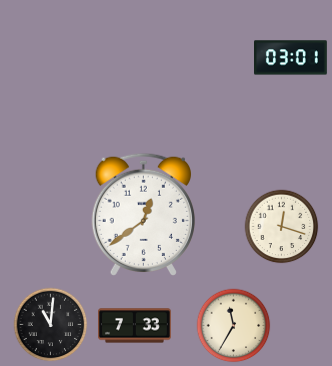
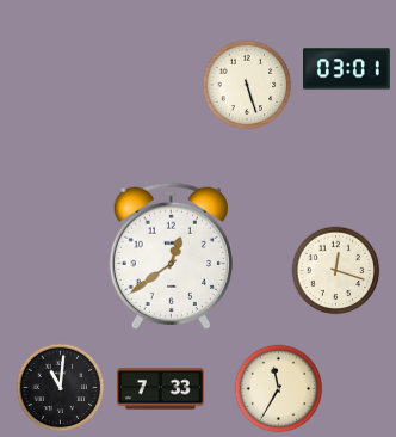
clock at (247, 85): none -> 5:27
